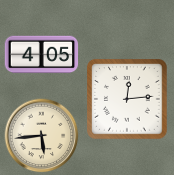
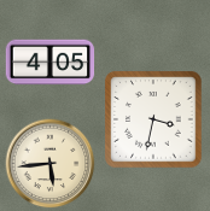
clock at (42, 55) position: (42, 55) -> (51, 63)
clock at (127, 99): 12:14 -> 3:32
